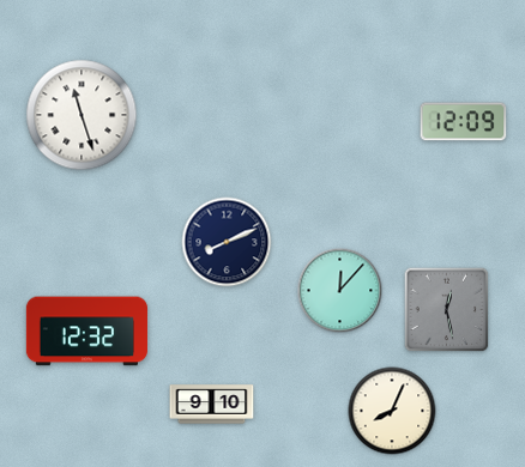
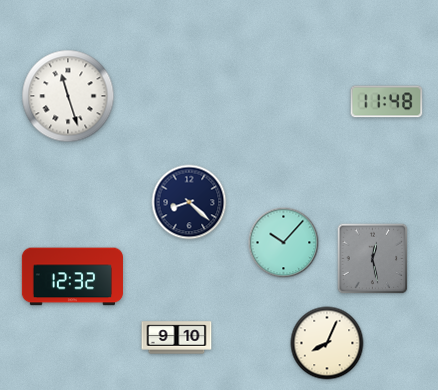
clock at (464, 122): 12:09 -> 11:48
clock at (227, 242): 8:11 -> 8:22
clock at (340, 291): 12:07 -> 10:07
